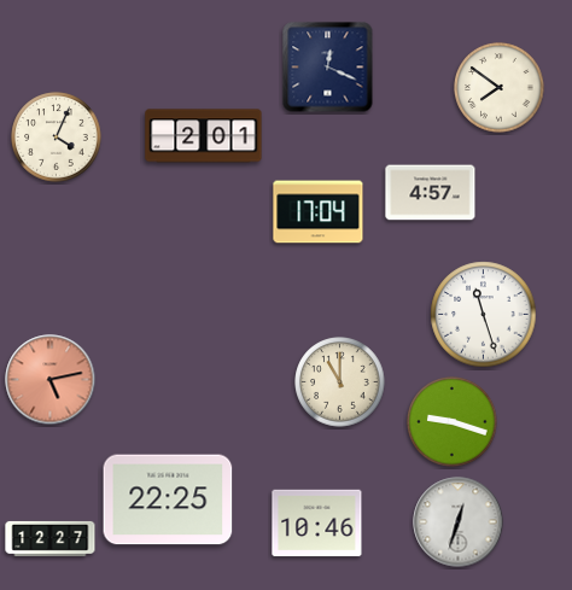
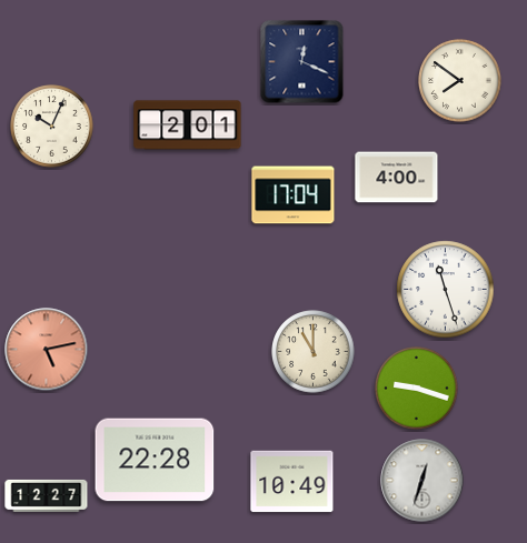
clock at (57, 138): 4:04 -> 10:04
clock at (431, 193): 4:57 -> 4:00
clock at (168, 500): 22:25 -> 22:28
clock at (317, 524): 10:46 -> 10:49
